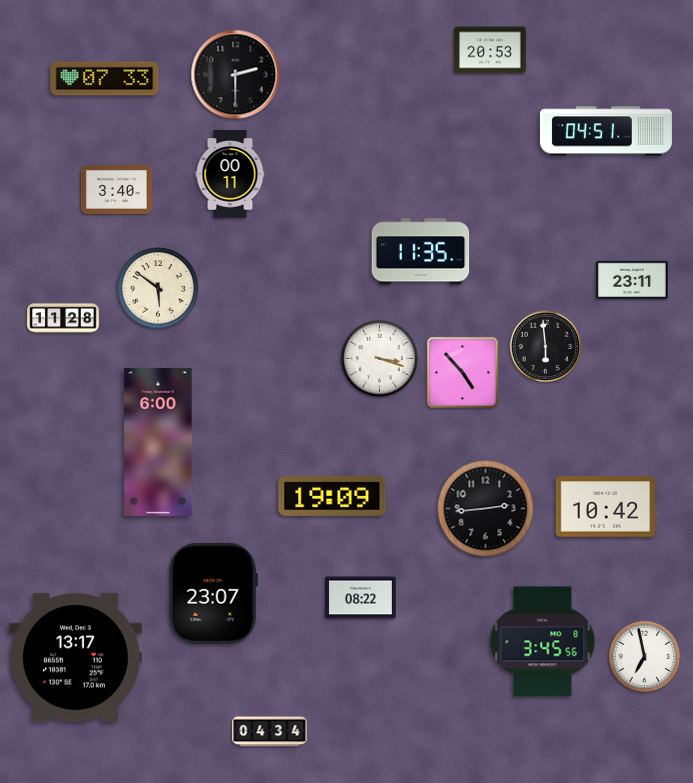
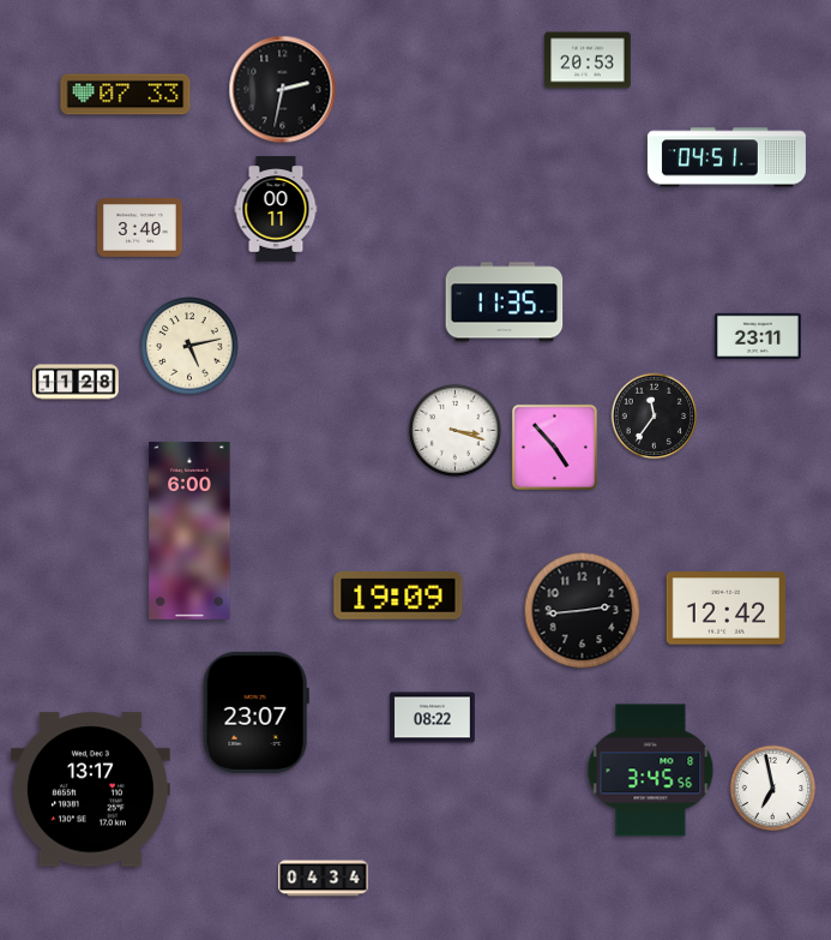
clock at (236, 75): 2:30 -> 2:32
clock at (158, 288): 5:51 -> 5:13
clock at (546, 347): 5:59 -> 11:36
clock at (605, 507): 10:42 -> 12:42
